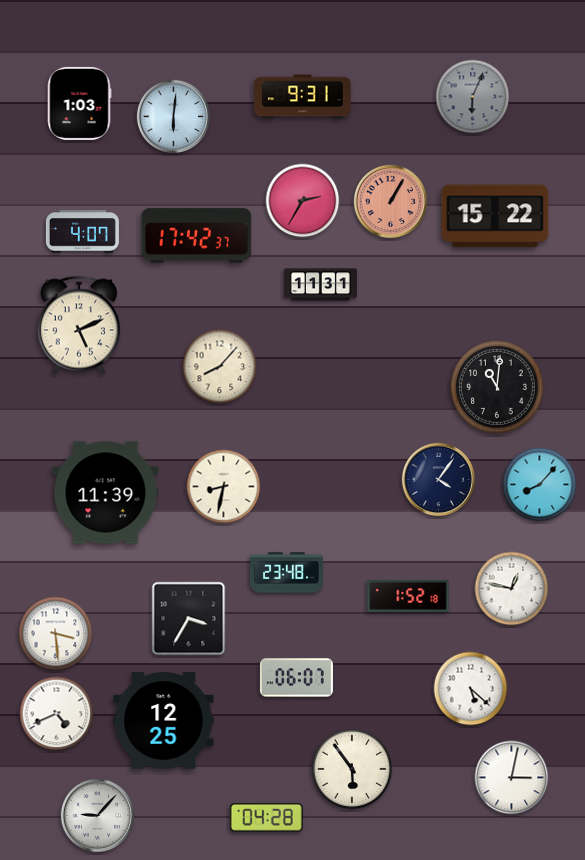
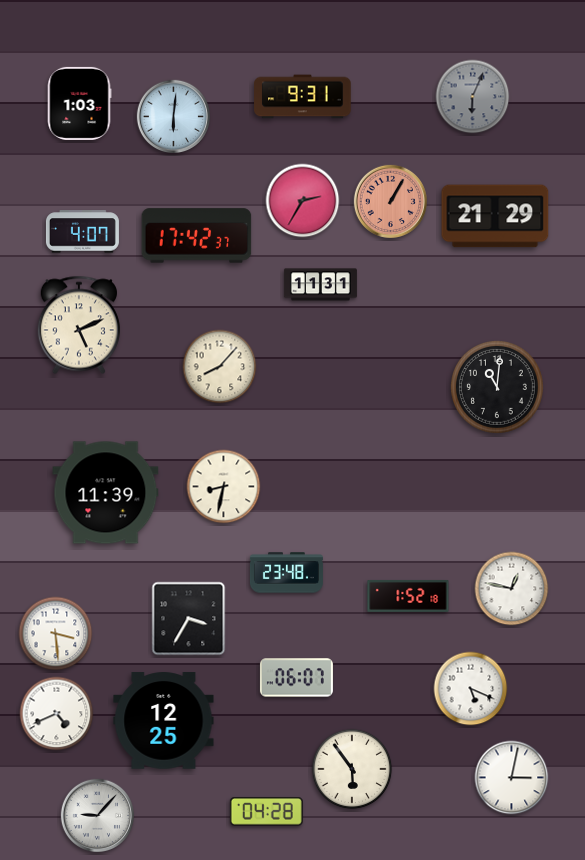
clock at (495, 216): 15:22 -> 21:29
clock at (438, 479): 4:06 -> none
clock at (540, 485): 8:07 -> none
clock at (471, 689): 5:22 -> 5:19
clock at (266, 818) position: (266, 818) -> (266, 812)
